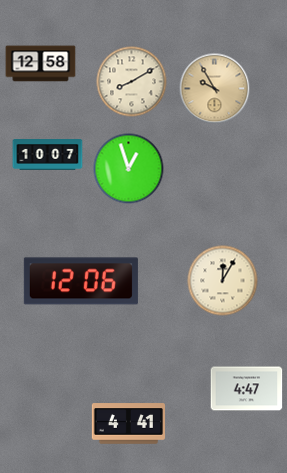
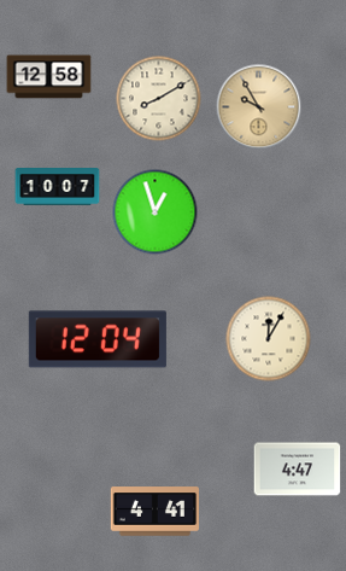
clock at (129, 169) position: (129, 169) -> (156, 212)
clock at (81, 281): 12:06 -> 12:04
